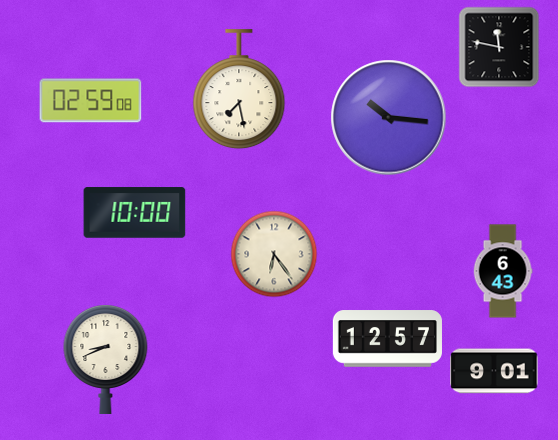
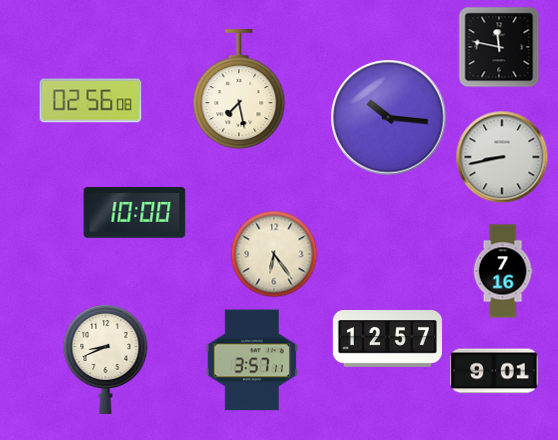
clock at (91, 101): 02:59 -> 02:56
clock at (502, 157): none -> 8:43
clock at (503, 271): 6:43 -> 7:16
clock at (252, 360): none -> 3:57
